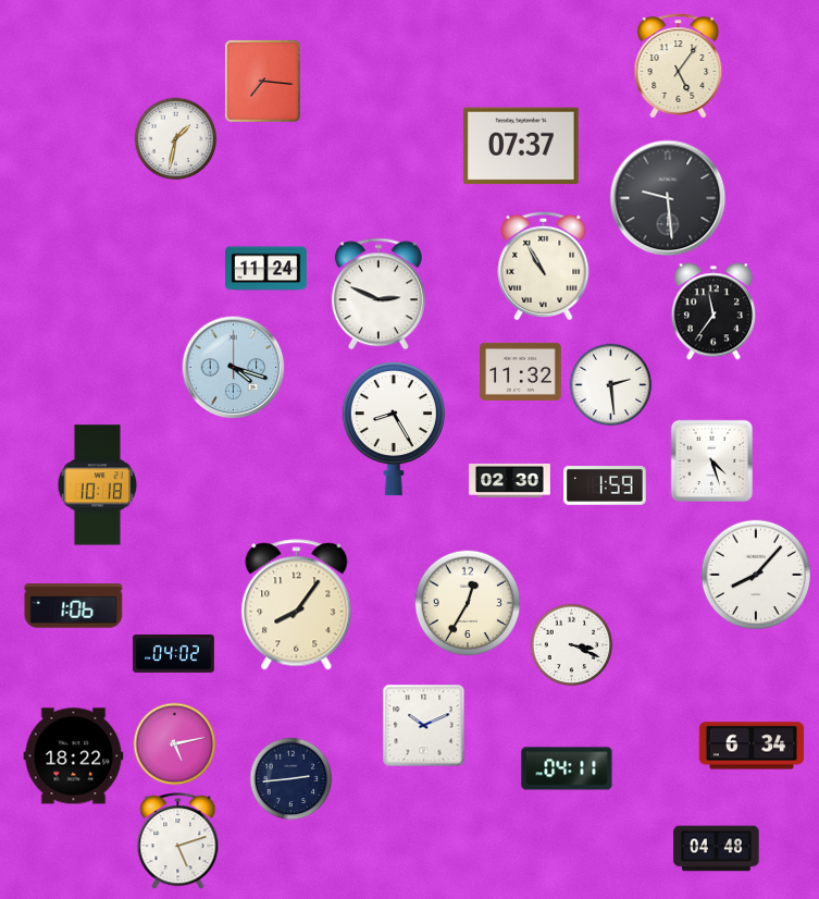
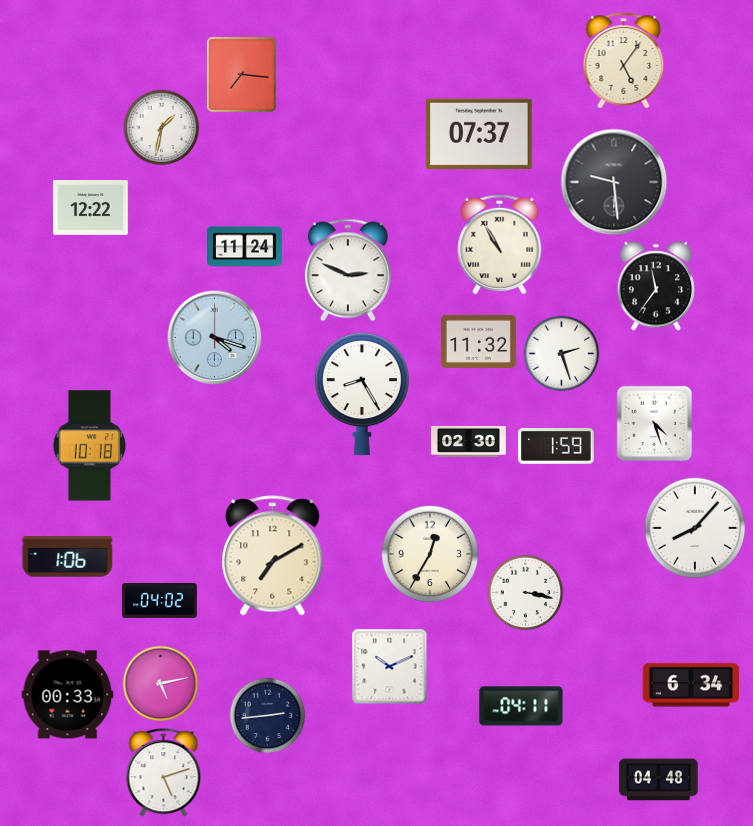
clock at (91, 208): none -> 12:22
clock at (611, 385): 2:29 -> 2:27
clock at (297, 605): 8:06 -> 7:10
clock at (572, 645): 3:19 -> 3:17
clock at (74, 756): 18:22 -> 00:33
